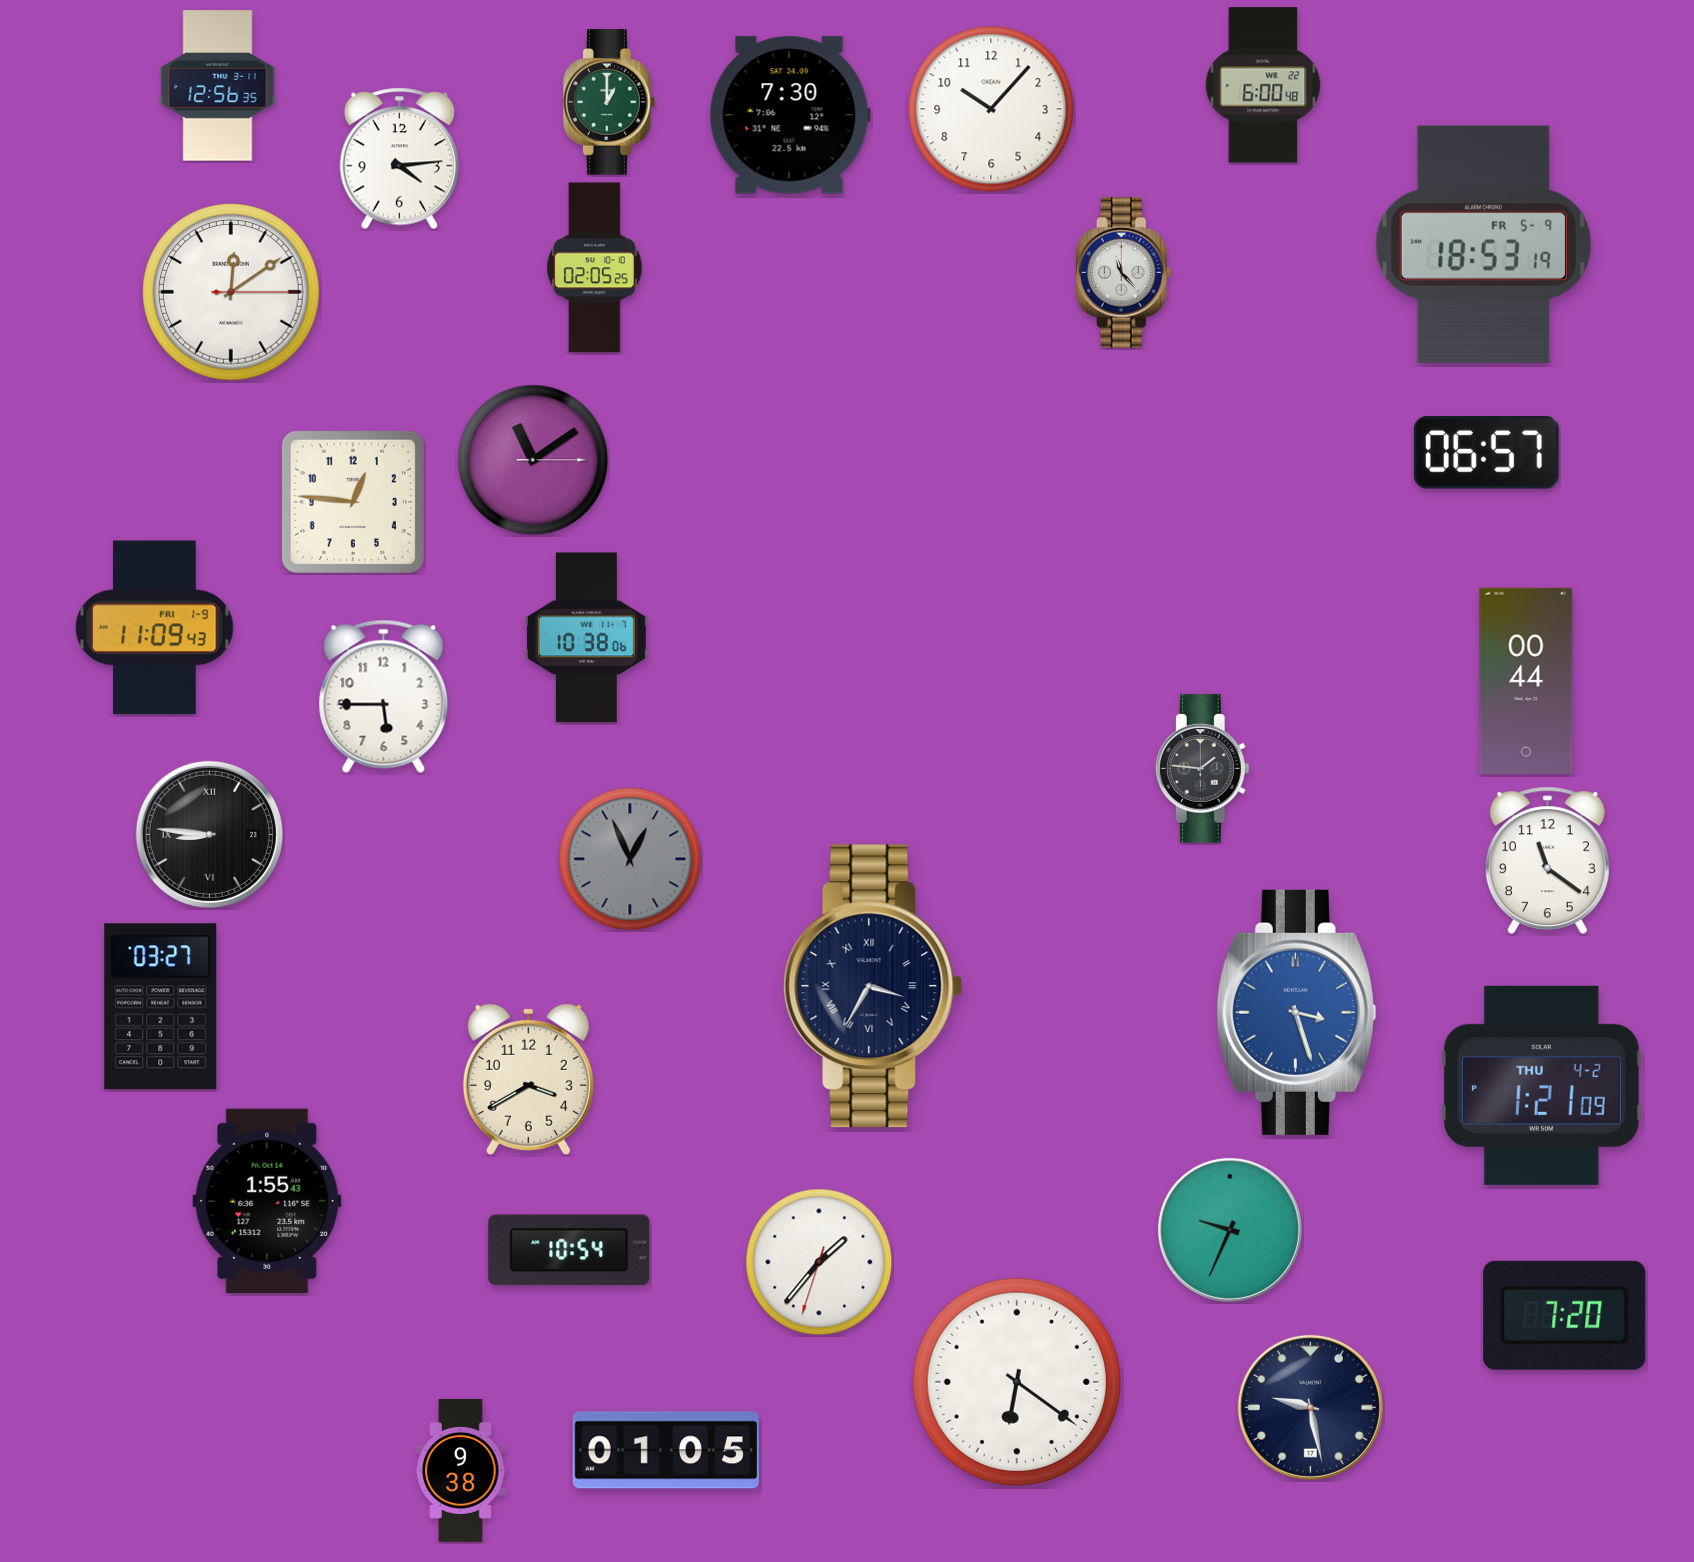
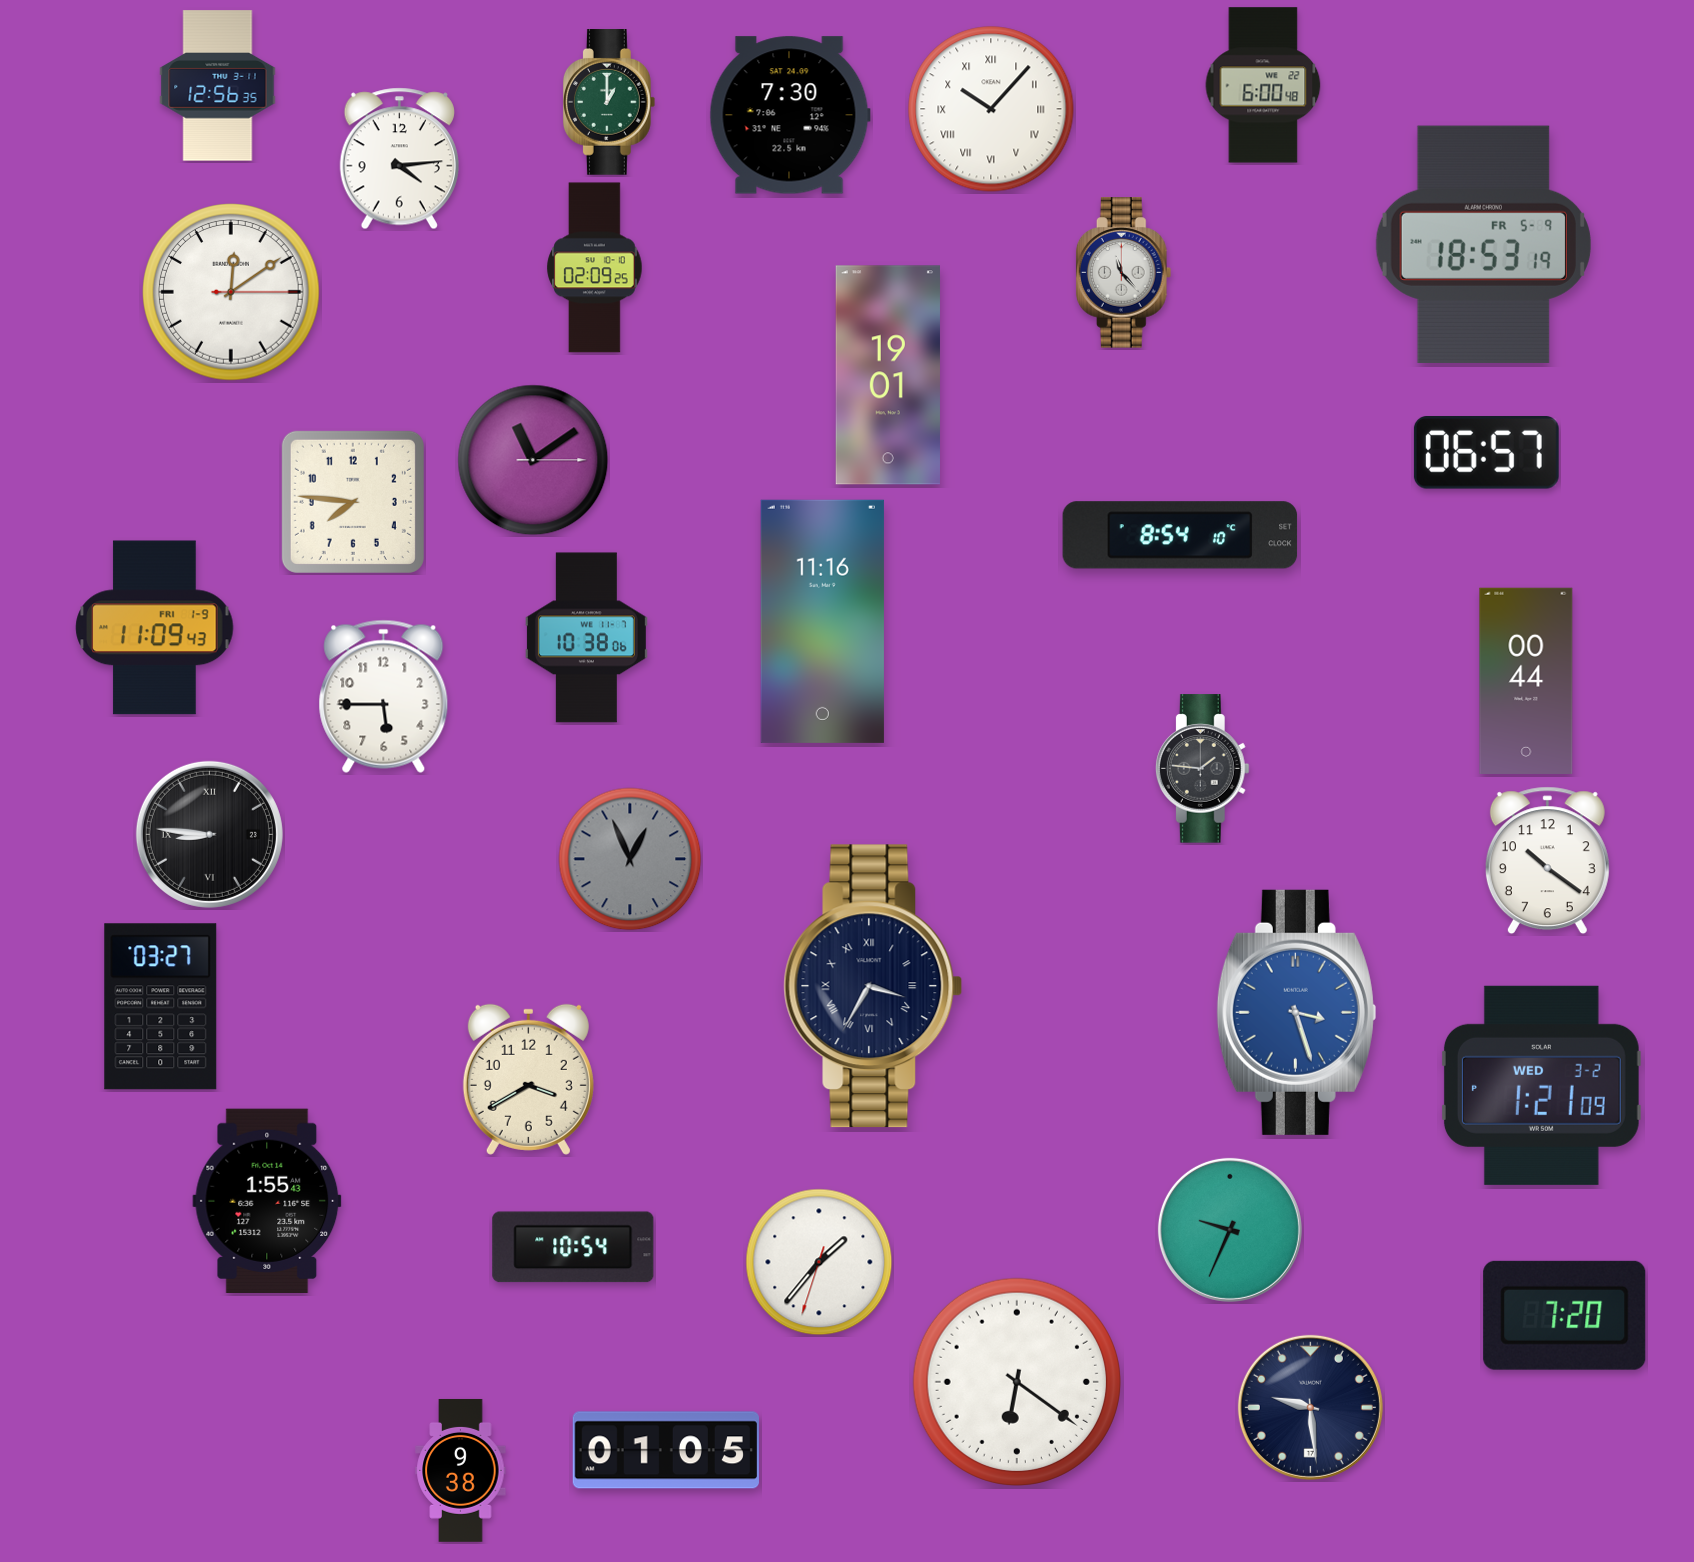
clock at (991, 109) numerals: Arabic -> Roman
clock at (595, 268): 02:05 -> 02:09
clock at (888, 375): none -> 19:01
clock at (353, 502): 12:46 -> 7:46
clock at (1180, 535): none -> 8:54
clock at (822, 621): none -> 11:16
clock at (1547, 861): 11:21 -> 10:21
clock at (1541, 1085) date: THU 4-2 -> WED 3-2
clock at (569, 1250) position: (569, 1250) -> (573, 1247)
clock at (1310, 1407): 9:28 -> 9:29
